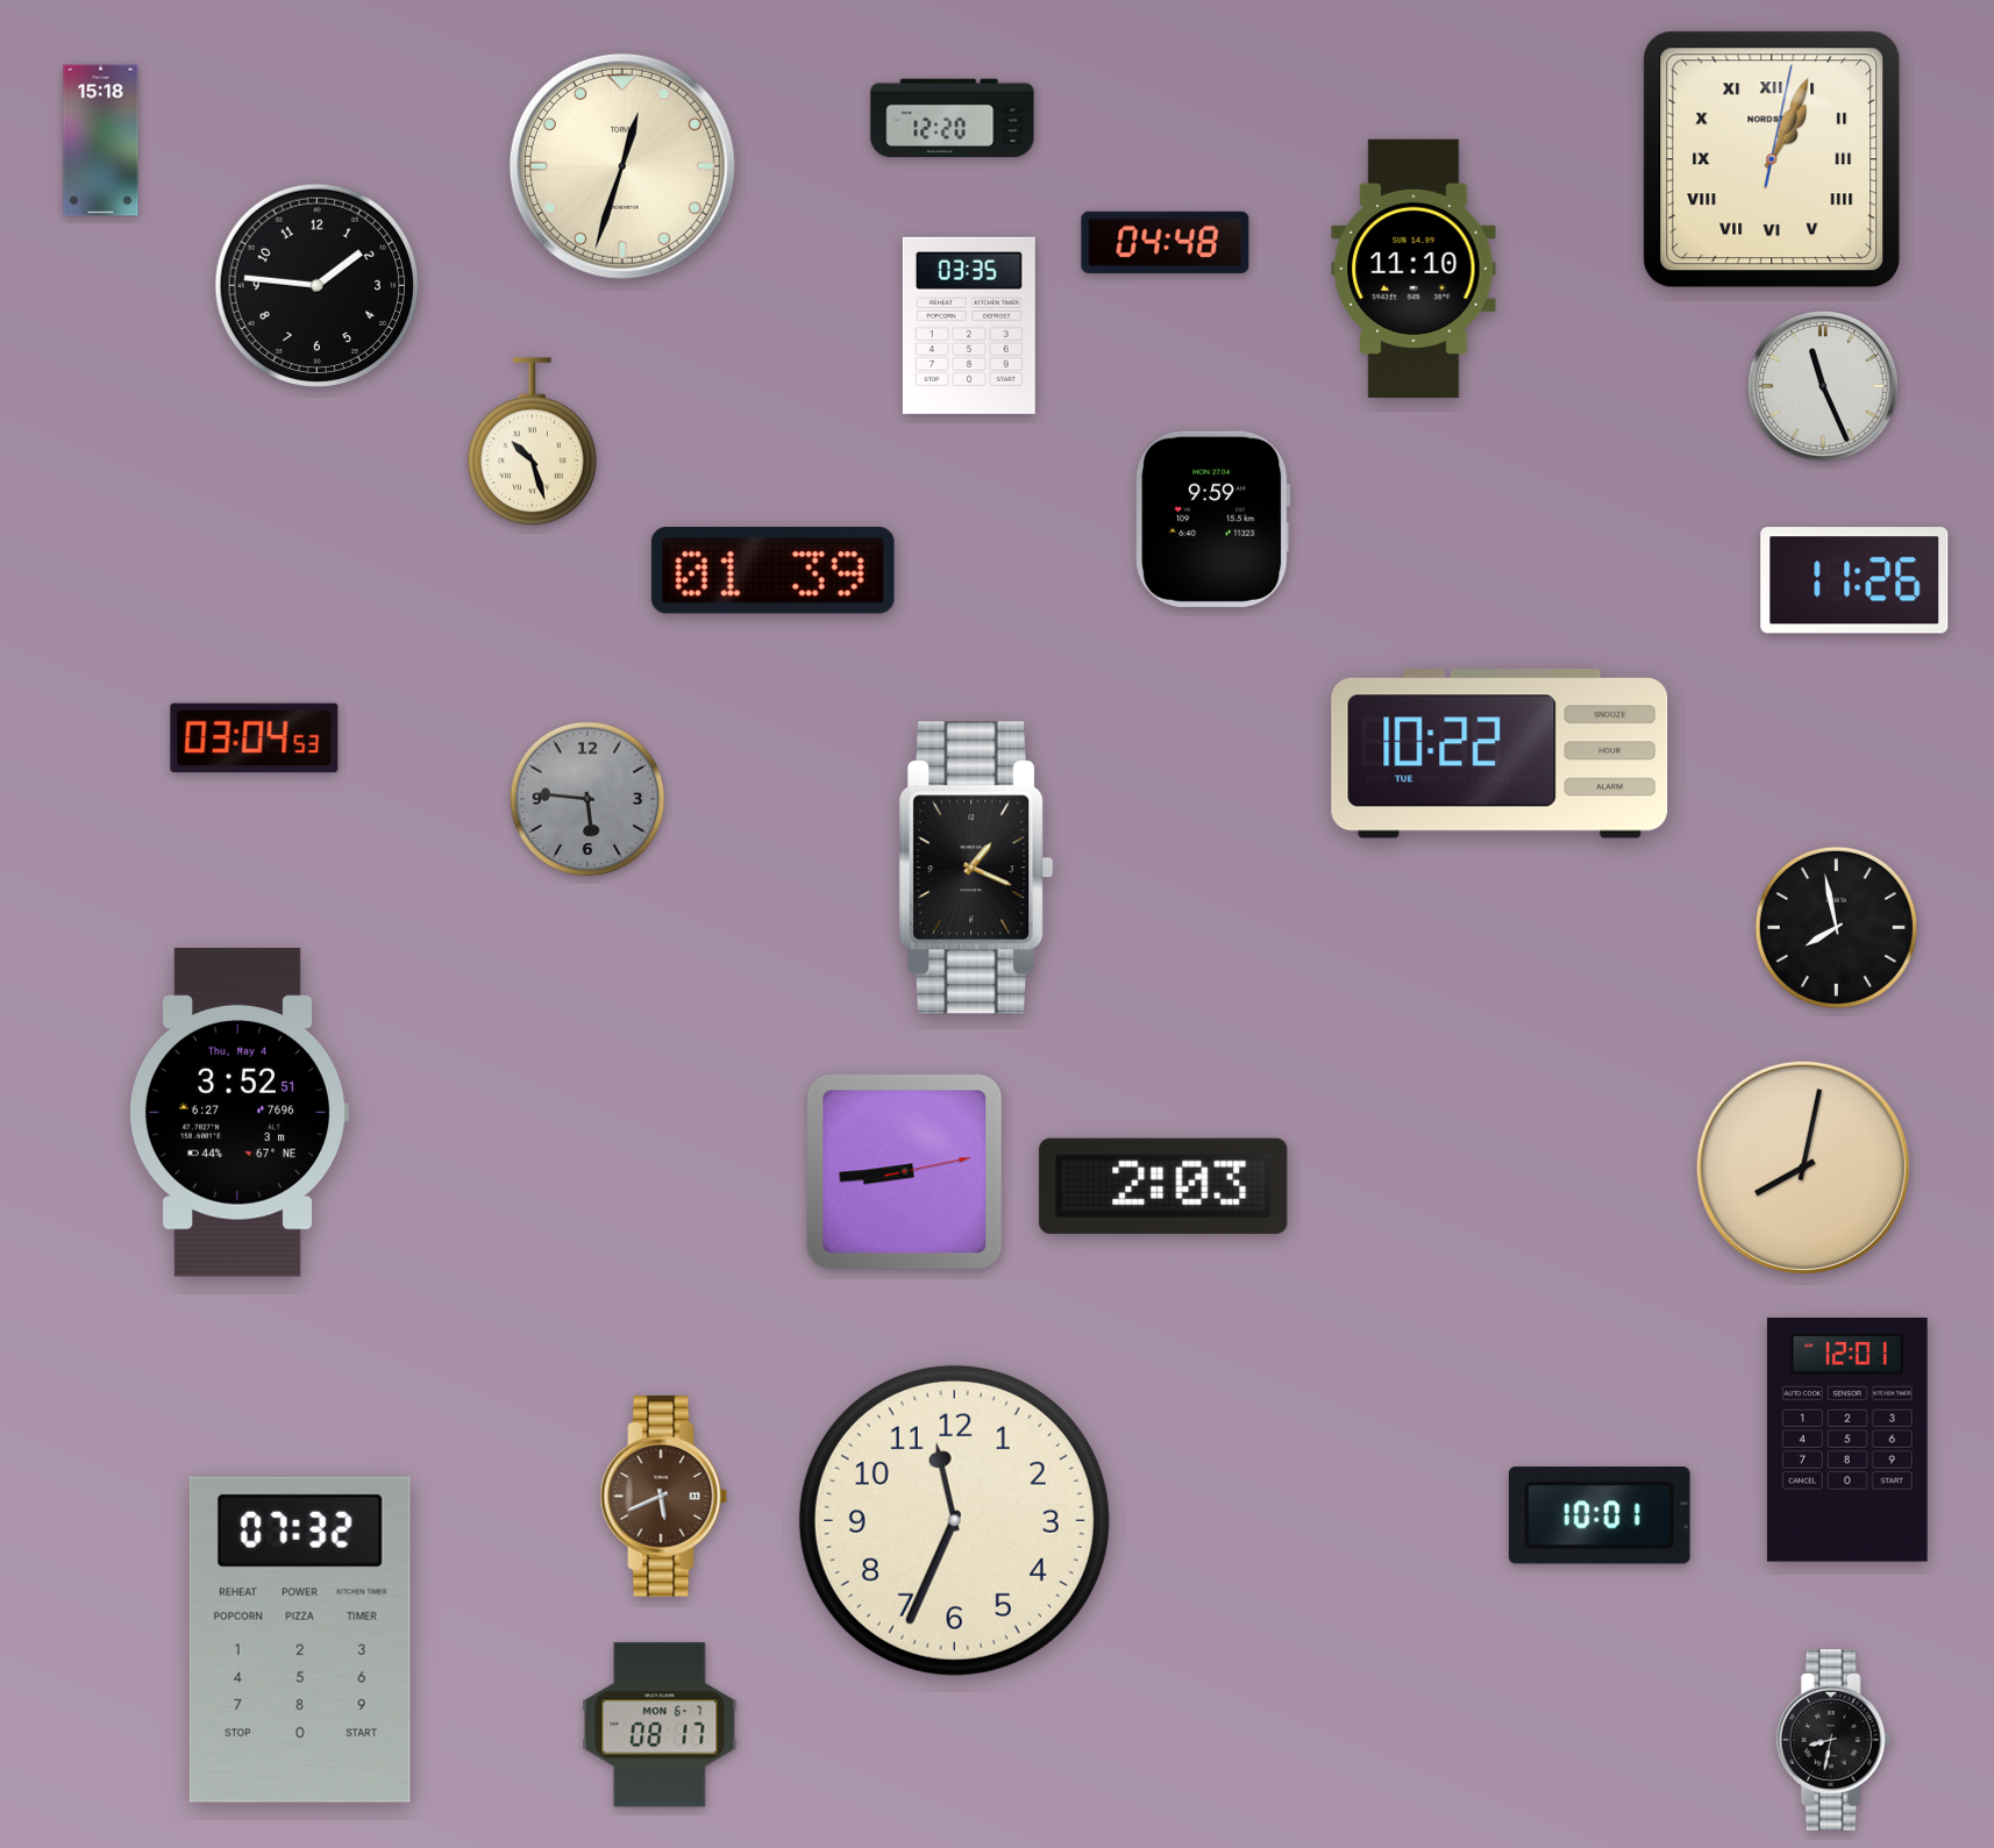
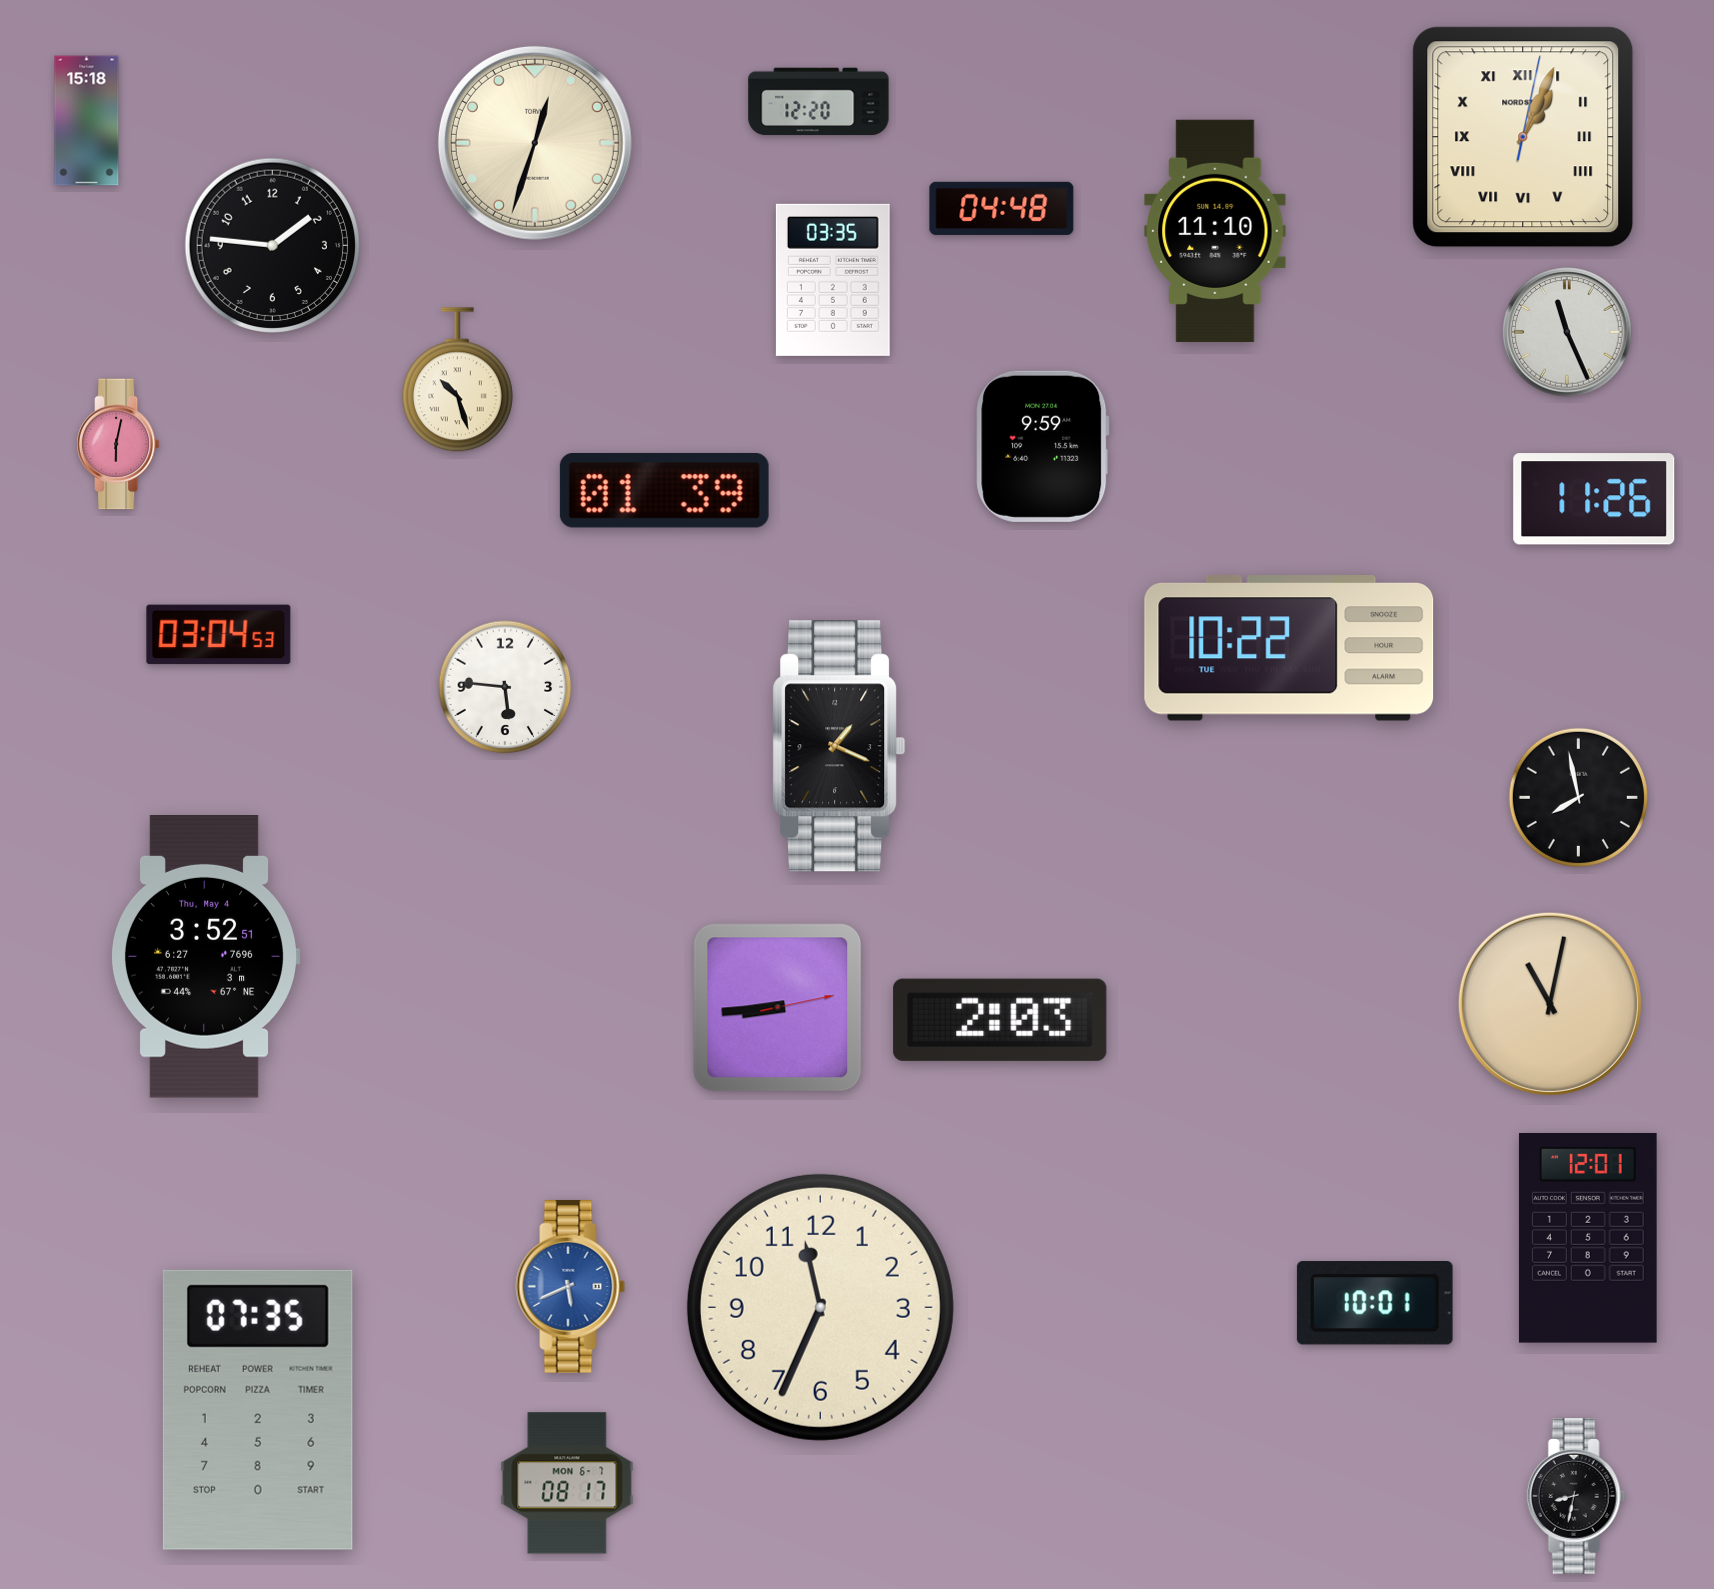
clock at (118, 444): none -> 6:02
clock at (587, 799) dial: grey -> white
clock at (1803, 1168): 8:02 -> 11:02
clock at (664, 1496) dial: brown -> blue
clock at (300, 1640): 07:32 -> 07:35
